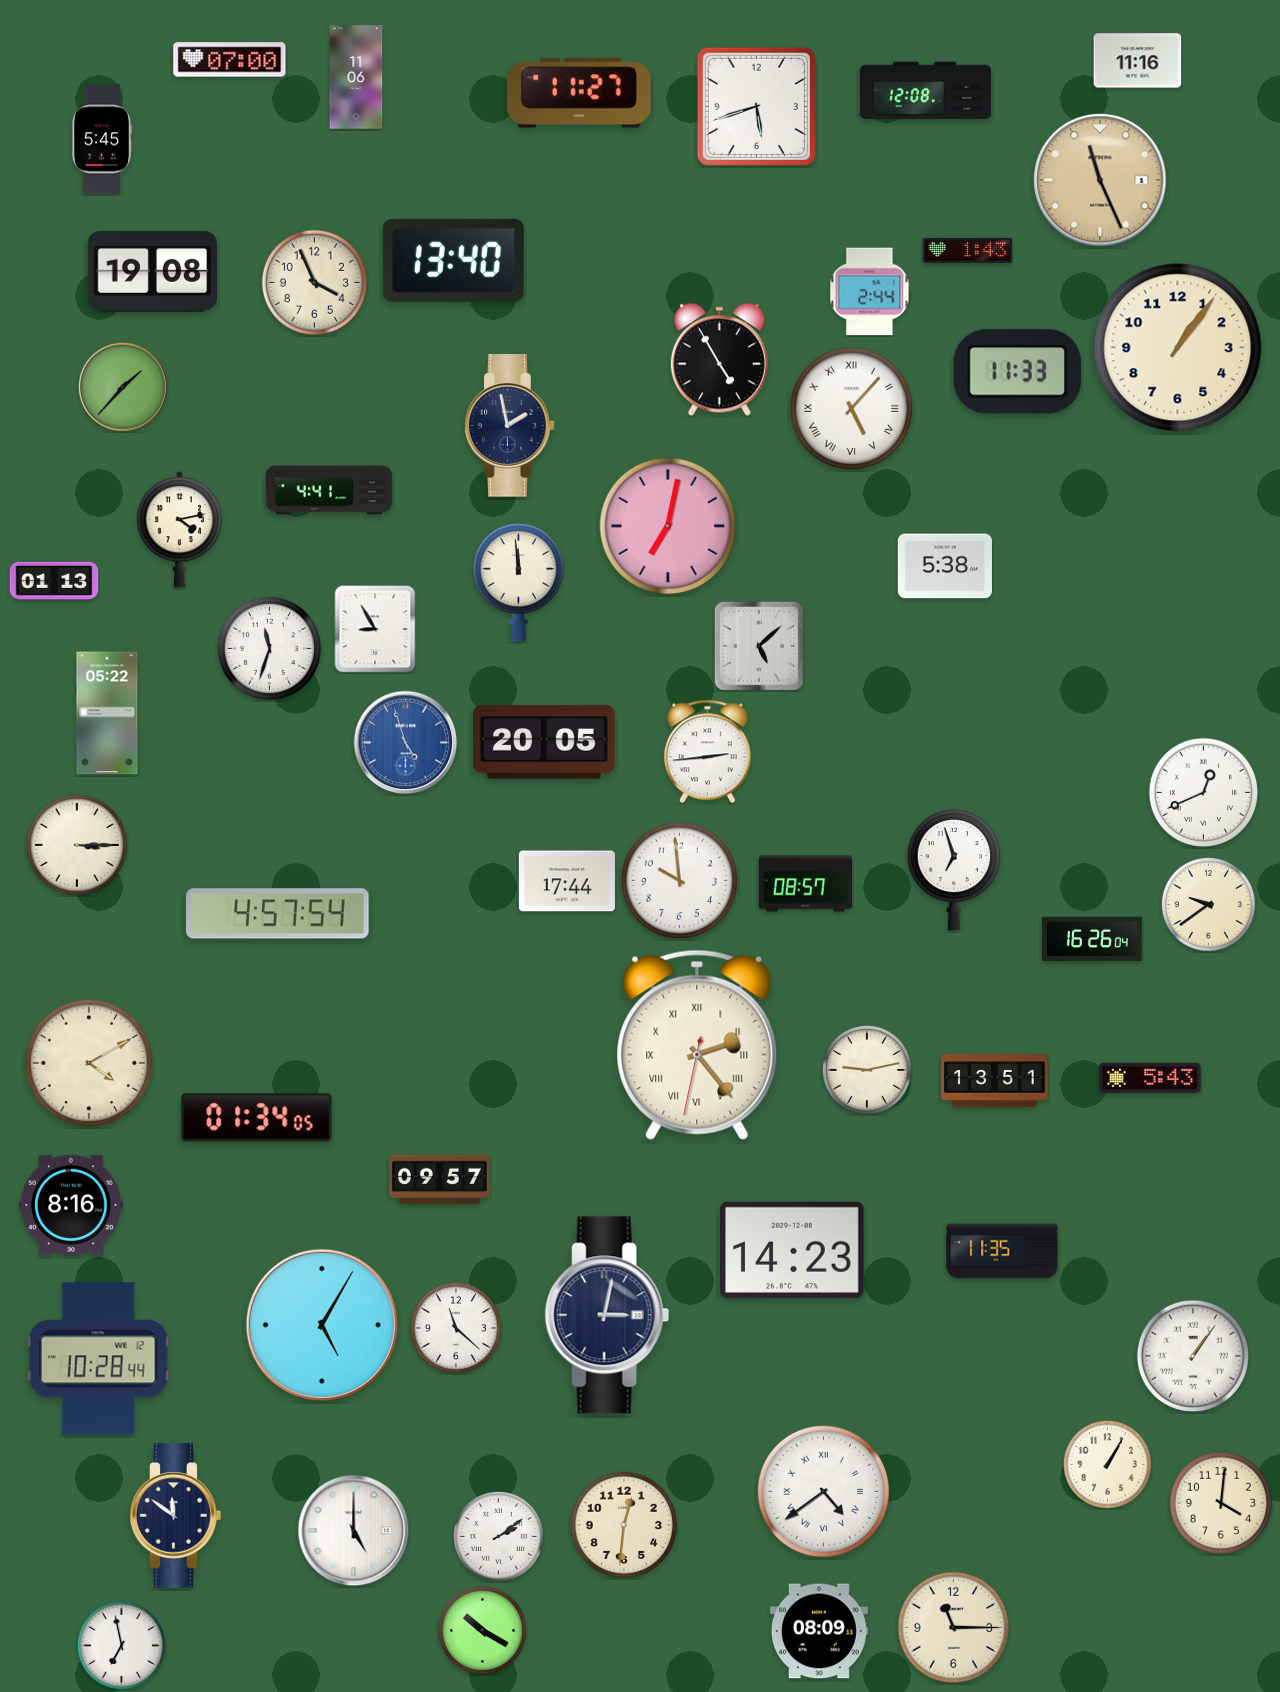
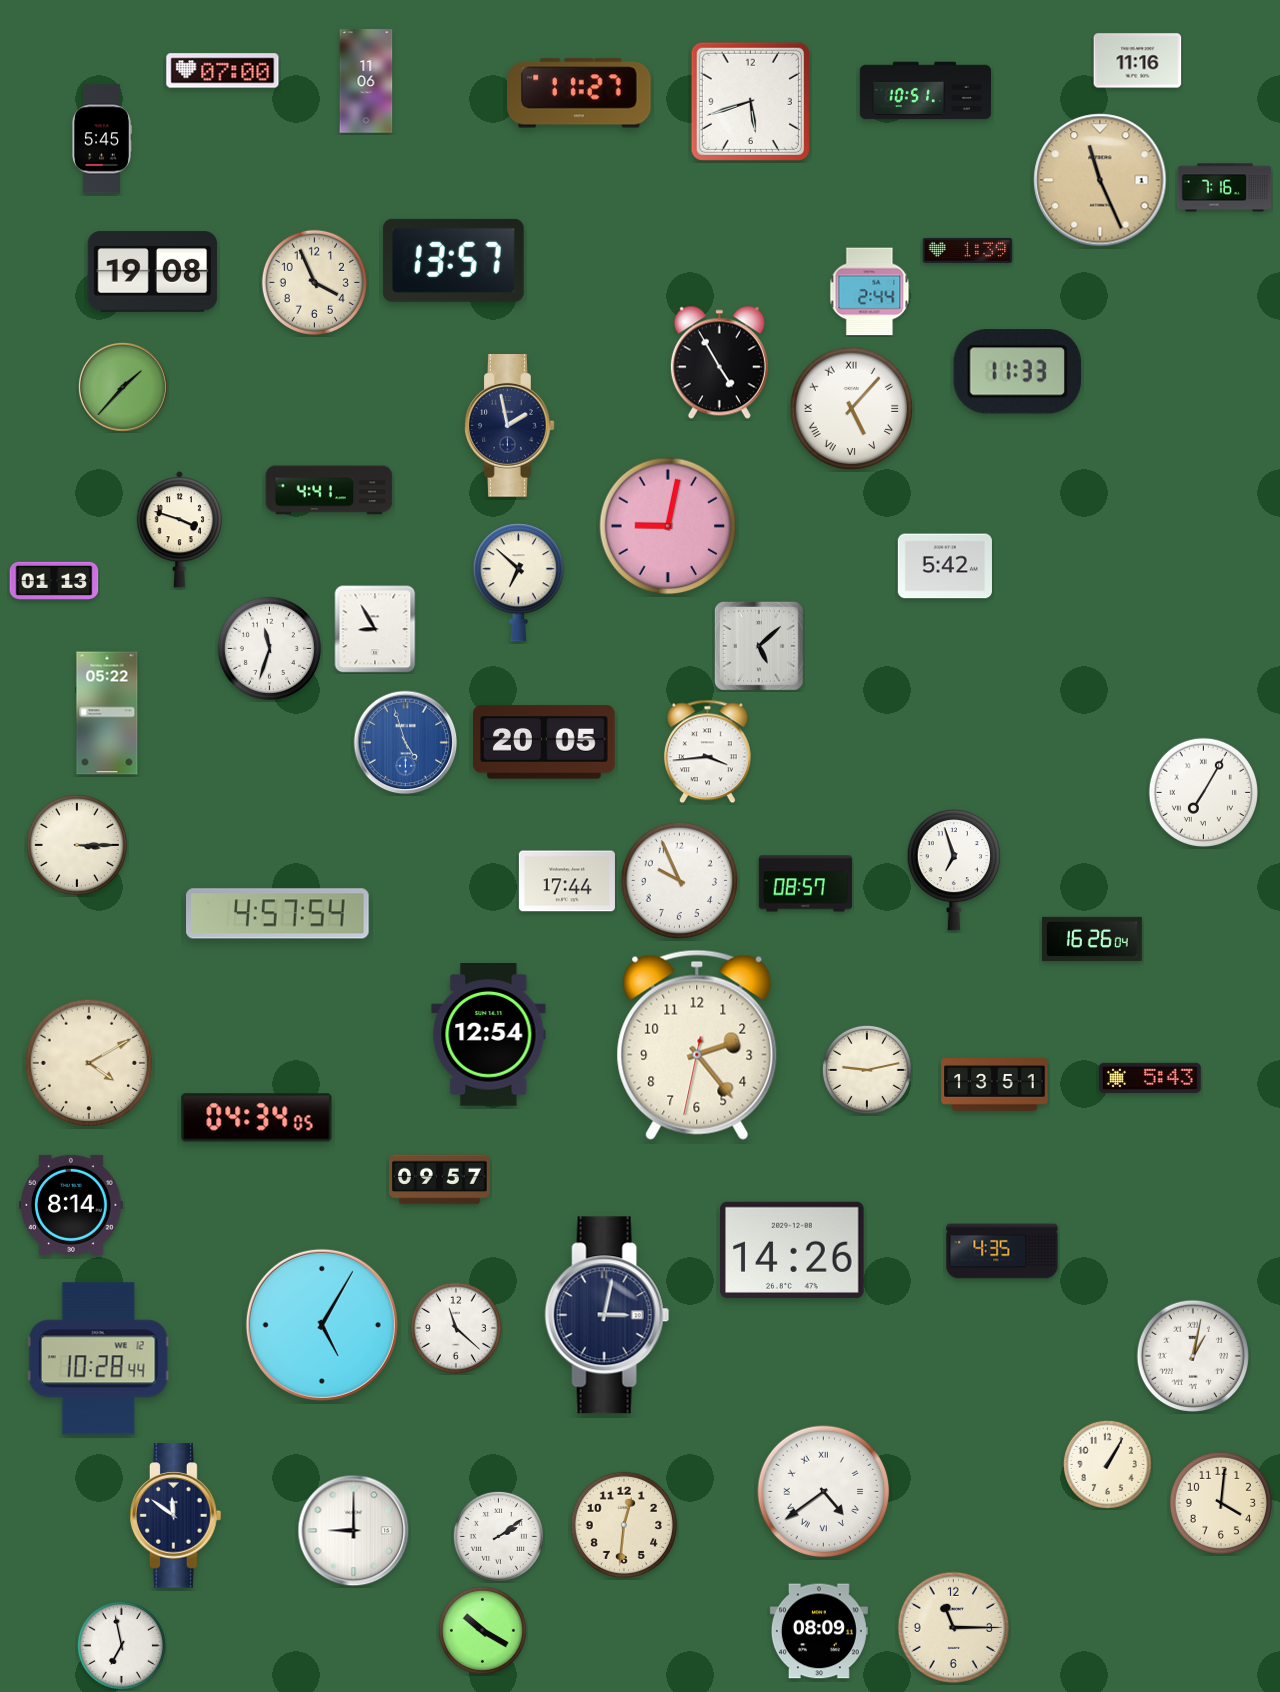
clock at (230, 60) position: (230, 60) -> (223, 71)
clock at (356, 77) position: (356, 77) -> (366, 81)
clock at (926, 91): 12:08 -> 10:51
clock at (756, 106) position: (756, 106) -> (750, 101)
clock at (1225, 188): none -> 7:16
clock at (968, 250): 1:43 -> 1:39
clock at (453, 260): 13:40 -> 13:57
clock at (1178, 348): 1:06 -> none
clock at (719, 360) position: (719, 360) -> (719, 363)
clock at (668, 526): 7:02 -> 9:02
clock at (180, 530): 4:13 -> 3:48
clock at (945, 566): 5:38 -> 5:42
clock at (518, 583): 11:59 -> 6:52
clock at (707, 752): 2:44 -> 3:44
clock at (1203, 792): 12:41 -> 7:05
clock at (679, 880): 9:59 -> 9:56
clock at (1208, 904): 9:39 -> none
clock at (489, 1035): none -> 12:54
clock at (697, 1045) numerals: Roman -> Arabic
clock at (995, 1081) position: (995, 1081) -> (995, 1085)
clock at (257, 1118): 01:34 -> 04:34
clock at (71, 1205): 8:16 -> 8:14
clock at (792, 1250): 14:23 -> 14:26
clock at (1002, 1251): 11:35 -> 4:35
clock at (1193, 1356): 1:06 -> 1:02
clock at (354, 1531): 5:00 -> 9:00
